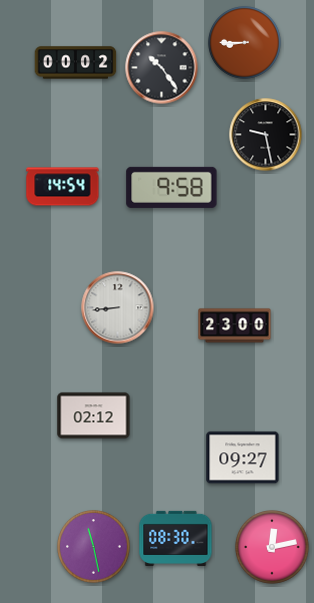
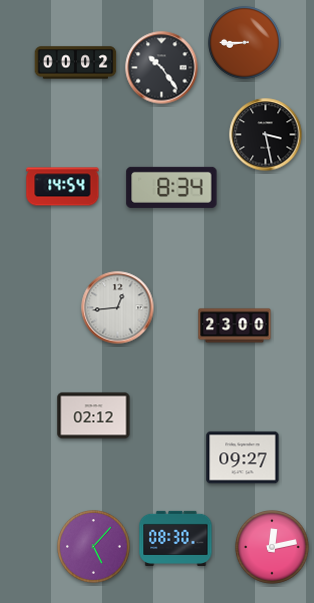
clock at (266, 135): 9:28 -> 3:28
clock at (172, 187): 9:58 -> 8:34
clock at (118, 308): 8:44 -> 12:44
clock at (94, 547): 11:28 -> 5:07
